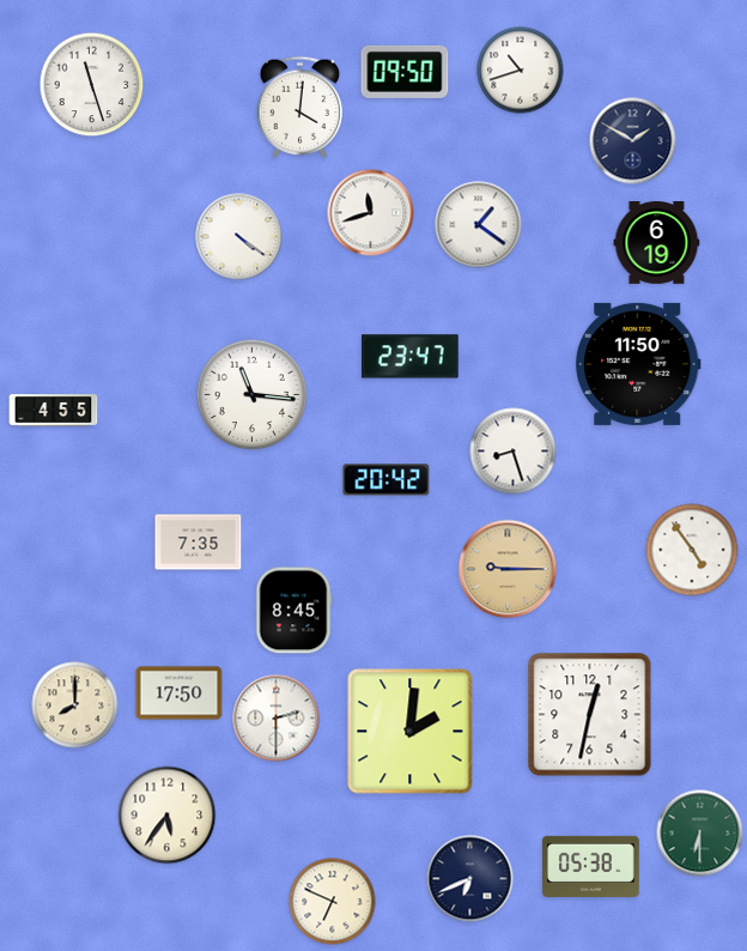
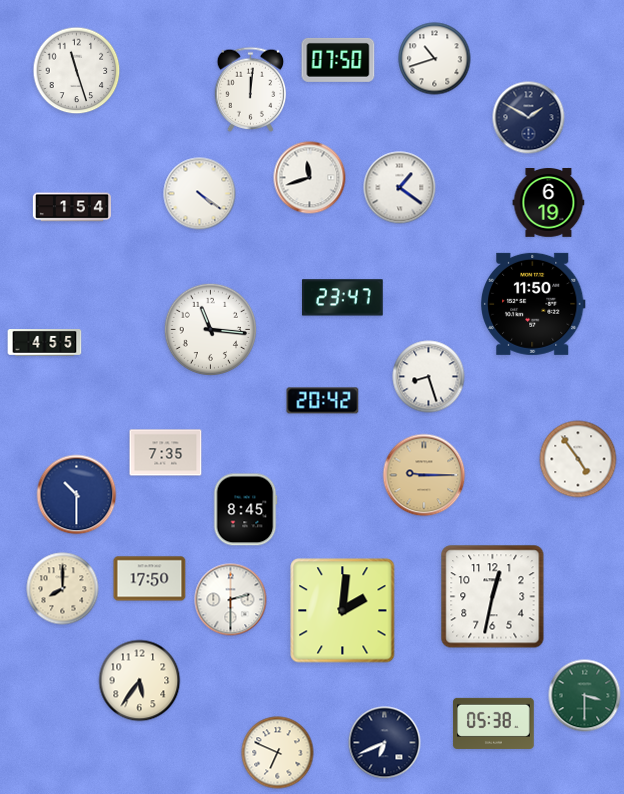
clock at (405, 72): 09:50 -> 07:50
clock at (300, 107): 4:01 -> 12:01
clock at (239, 237) position: (239, 237) -> (200, 194)
clock at (72, 207): none -> 1:54
clock at (77, 495): none -> 10:30
clock at (700, 834): 6:30 -> 3:30
clock at (470, 879) position: (470, 879) -> (385, 743)
